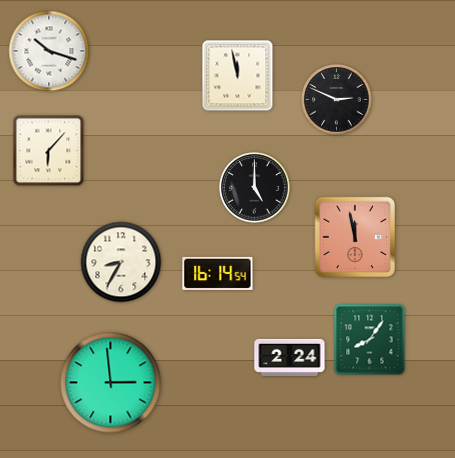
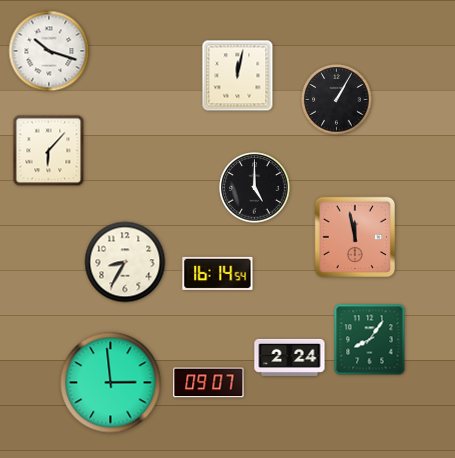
clock at (238, 76): 11:58 -> 12:02
clock at (337, 100): 2:49 -> 1:05
clock at (121, 262) position: (121, 262) -> (125, 262)
clock at (209, 383): none -> 09:07
